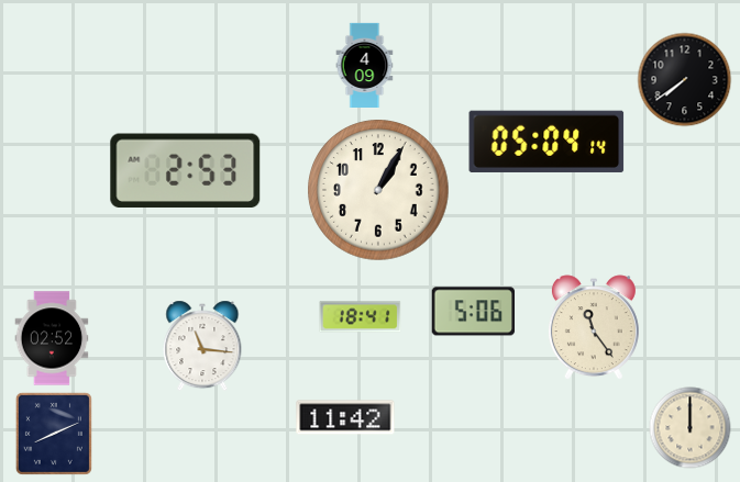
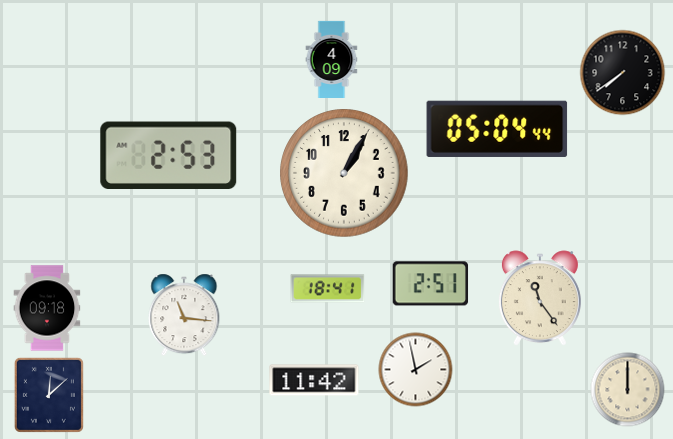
clock at (546, 142): 05:04:14 -> 05:04:44
clock at (474, 312): 5:06 -> 2:51
clock at (52, 338): 02:52 -> 09:18
clock at (416, 370): none -> 1:58
clock at (54, 434): 8:11 -> 12:08
